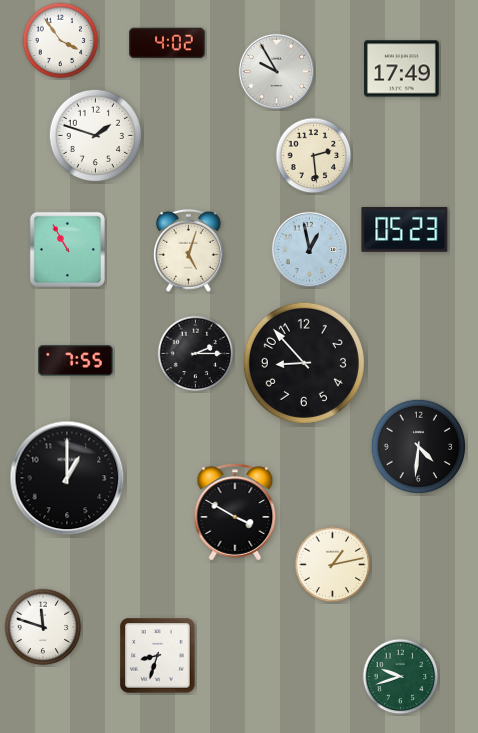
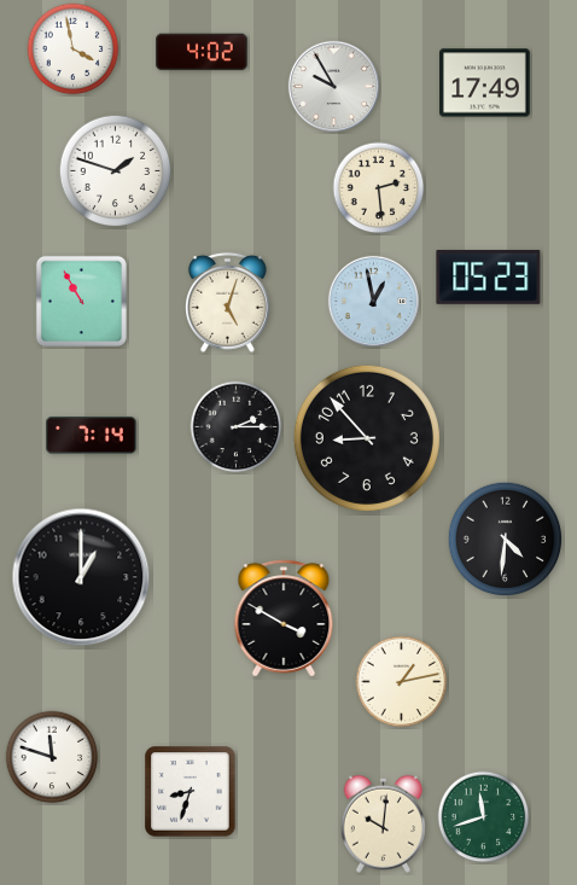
clock at (61, 41): 3:54 -> 3:58
clock at (96, 136) position: (96, 136) -> (116, 171)
clock at (76, 361): 7:55 -> 7:14
clock at (401, 677): 9:42 -> 11:42
clock at (383, 823): none -> 10:01
